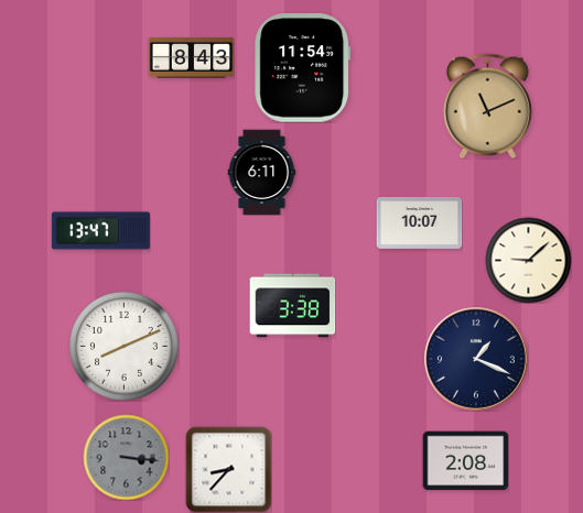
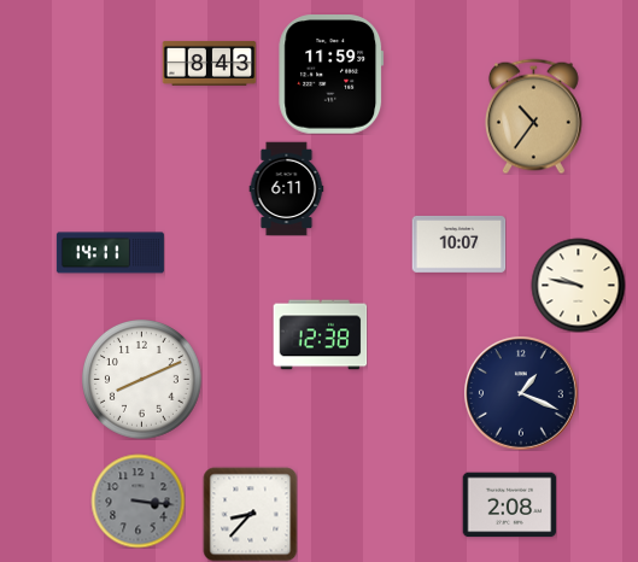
clock at (303, 68): 11:54 -> 11:59
clock at (487, 106): 11:11 -> 10:36
clock at (100, 231): 13:47 -> 14:11
clock at (528, 260): 9:08 -> 9:47
clock at (292, 306): 3:38 -> 12:38
clock at (125, 347) position: (125, 347) -> (142, 380)
